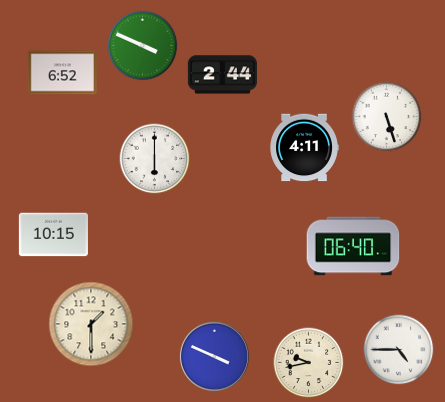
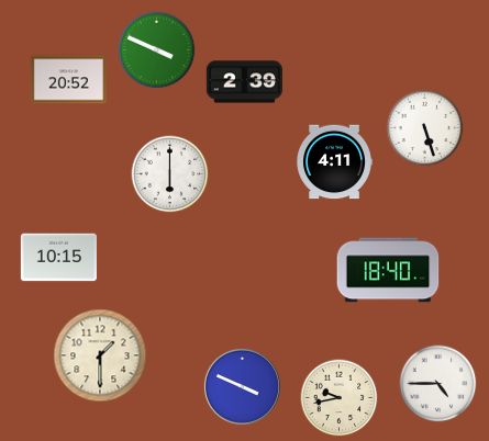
clock at (62, 73): 6:52 -> 20:52
clock at (222, 75): 2:44 -> 2:39
clock at (353, 246): 06:40 -> 18:40
clock at (214, 356) position: (214, 356) -> (242, 386)
